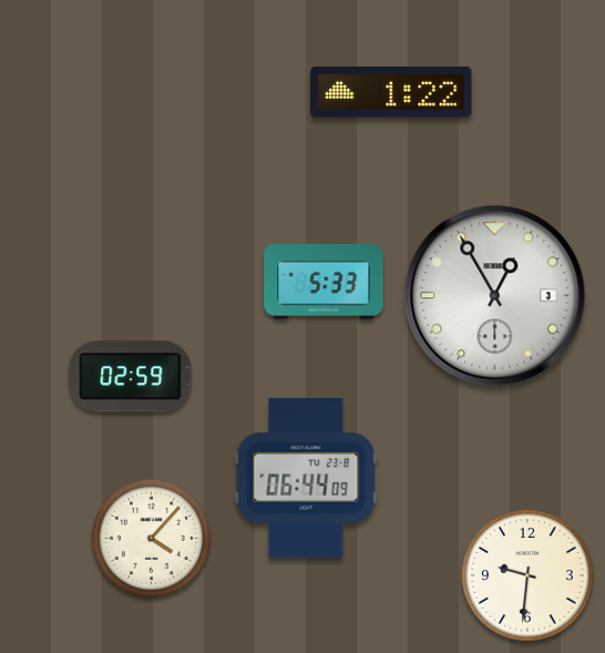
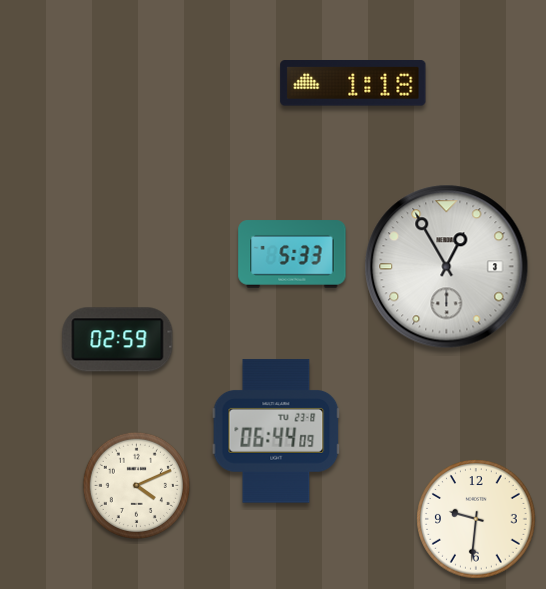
clock at (391, 93): 1:22 -> 1:18
clock at (151, 538): 4:07 -> 4:11
